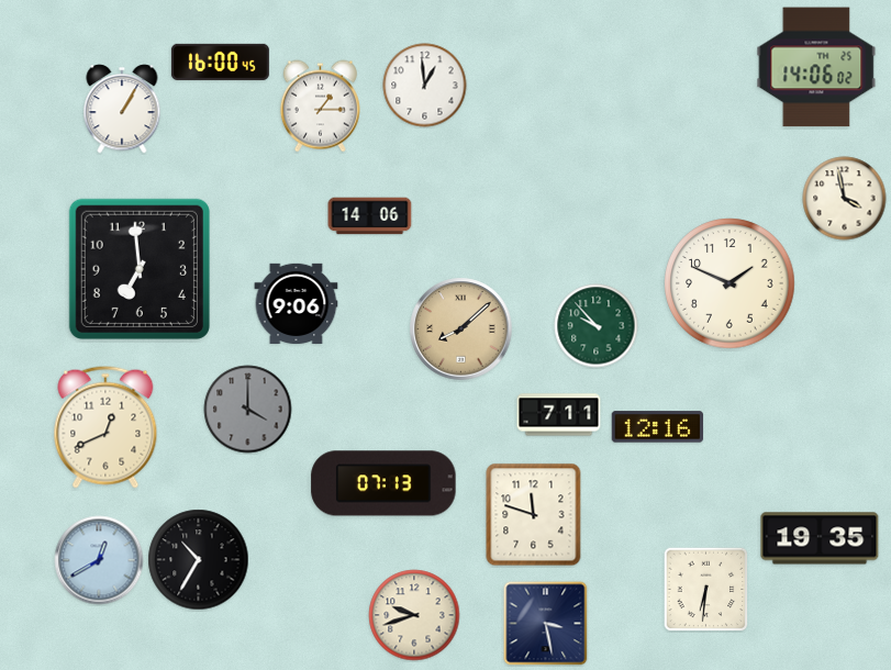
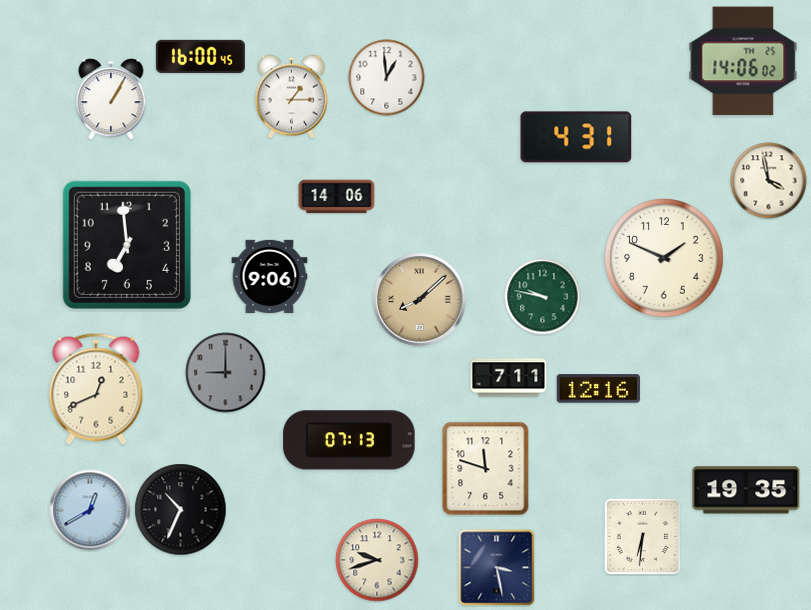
clock at (576, 137): none -> 4:31
clock at (597, 326): 9:53 -> 9:47
clock at (248, 410): 4:00 -> 9:00
clock at (199, 560): 10:35 -> 10:34
